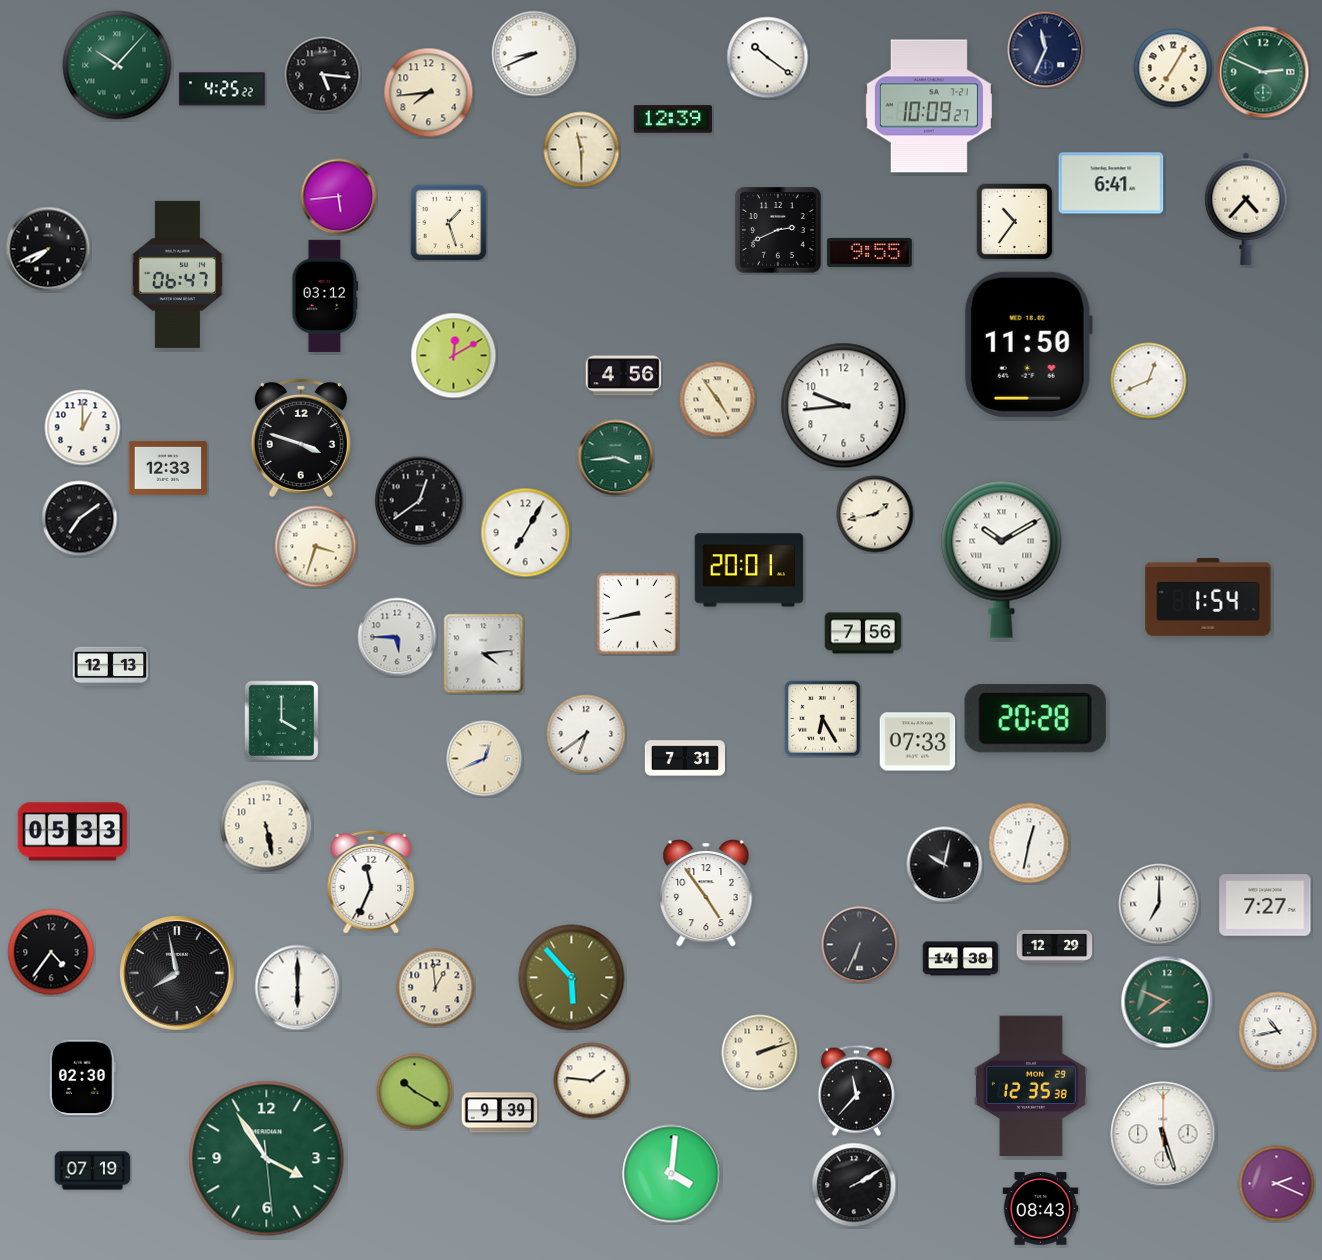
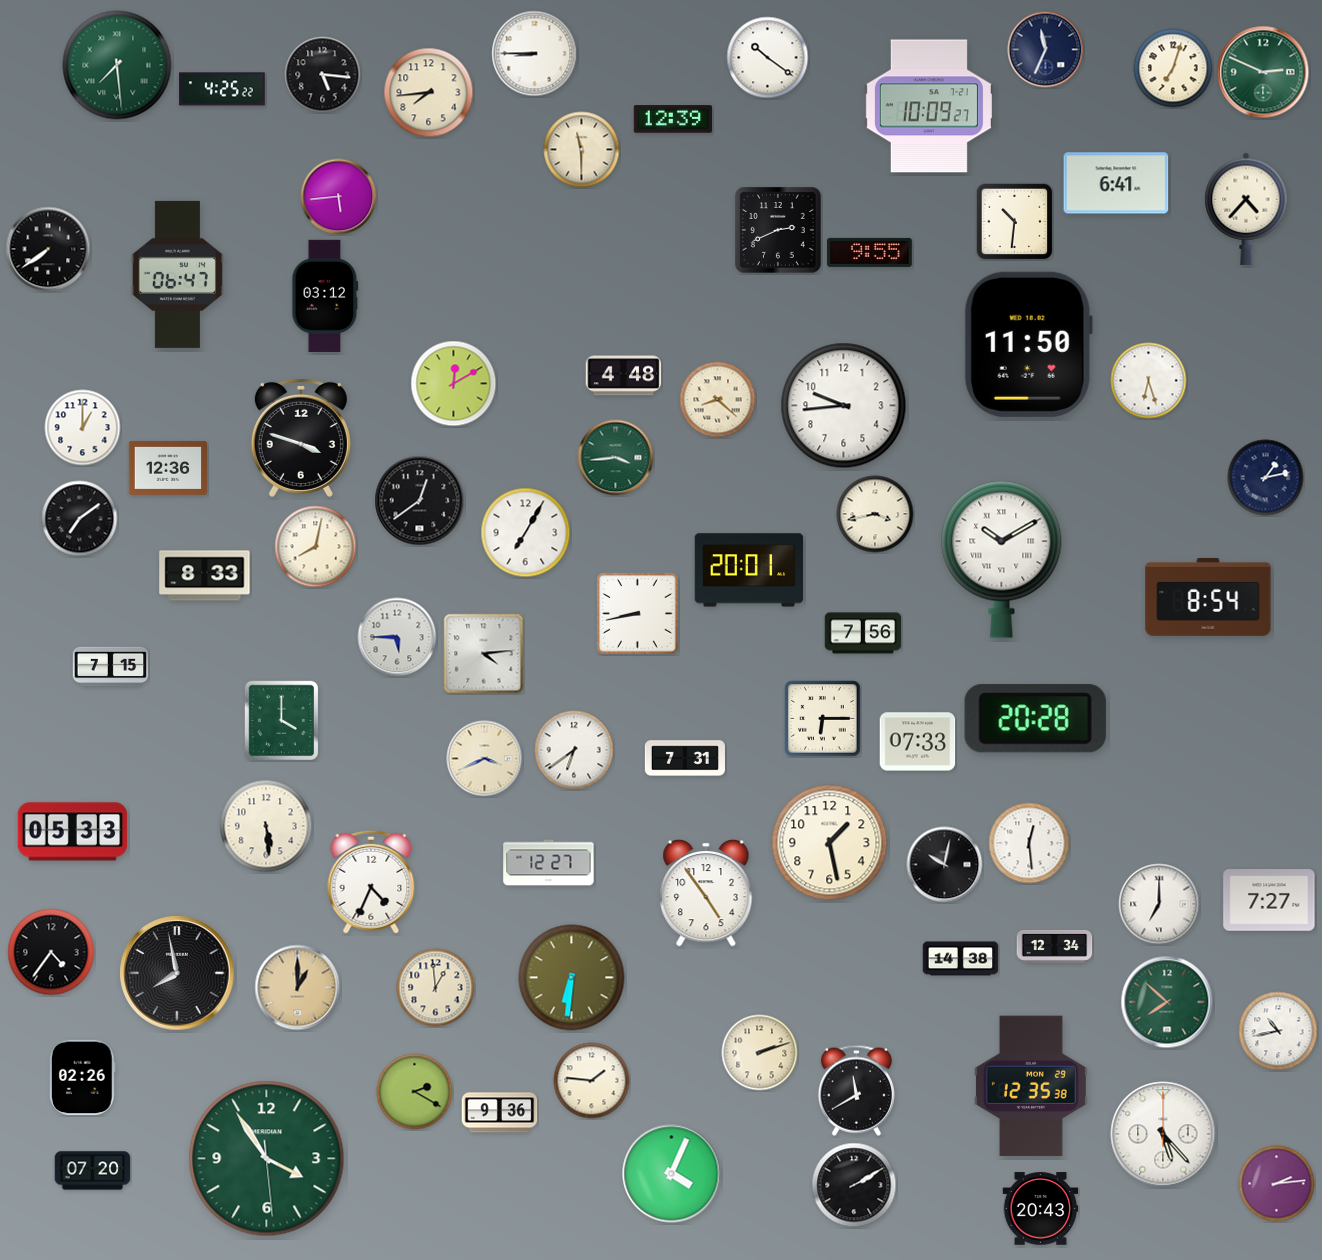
clock at (535, 54): 8:41 -> 8:45
clock at (117, 65): 10:07 -> 7:29
clock at (1173, 68): 7:05 -> 7:03
clock at (1111, 183) position: (1111, 183) -> (1116, 183)
clock at (1014, 221): 10:36 -> 10:31
clock at (448, 222): 1:27 -> none
clock at (48, 249): 7:41 -> 7:39
clock at (454, 356) position: (454, 356) -> (454, 384)
clock at (624, 376): 4:56 -> 4:48
clock at (1149, 381): 12:41 -> 6:27
clock at (718, 400): 4:54 -> 8:22
clock at (168, 468): 12:33 -> 12:36
clock at (1266, 478): none -> 1:13
clock at (875, 514): 1:43 -> 3:43
clock at (316, 547): 3:33 -> 8:02
clock at (205, 576): none -> 8:33
clock at (1208, 597): 1:54 -> 8:54
clock at (111, 667): 12:13 -> 7:15
clock at (823, 719): 6:25 -> 6:15
clock at (586, 734) position: (586, 734) -> (574, 750)
clock at (485, 759): 12:41 -> 3:41
clock at (266, 826): 5:28 -> 5:29
clock at (830, 843): none -> 1:28
clock at (1029, 843): 12:32 -> 12:29
clock at (549, 863): none -> 12:27
clock at (371, 882): 11:34 -> 4:34
clock at (1265, 905) position: (1265, 905) -> (1269, 900)
clock at (860, 945): 6:34 -> none
clock at (1055, 946): 12:29 -> 12:34
clock at (572, 978): 5:53 -> 6:31
clock at (298, 988): 6:00 -> 1:00
clock at (298, 988) dial: white -> champagne
clock at (1167, 1002): 7:49 -> 7:52
clock at (83, 1078): 02:30 -> 02:26
clock at (856, 1090): 11:37 -> 11:40
clock at (415, 1092): 10:20 -> 2:20
clock at (500, 1113): 9:39 -> 9:36
clock at (1163, 1134): 5:27 -> 5:23
clock at (93, 1171): 07:19 -> 07:20
clock at (672, 1174): 4:01 -> 4:04
clock at (1277, 1184): 2:19 -> 2:14
clock at (1041, 1209): 08:43 -> 20:43
